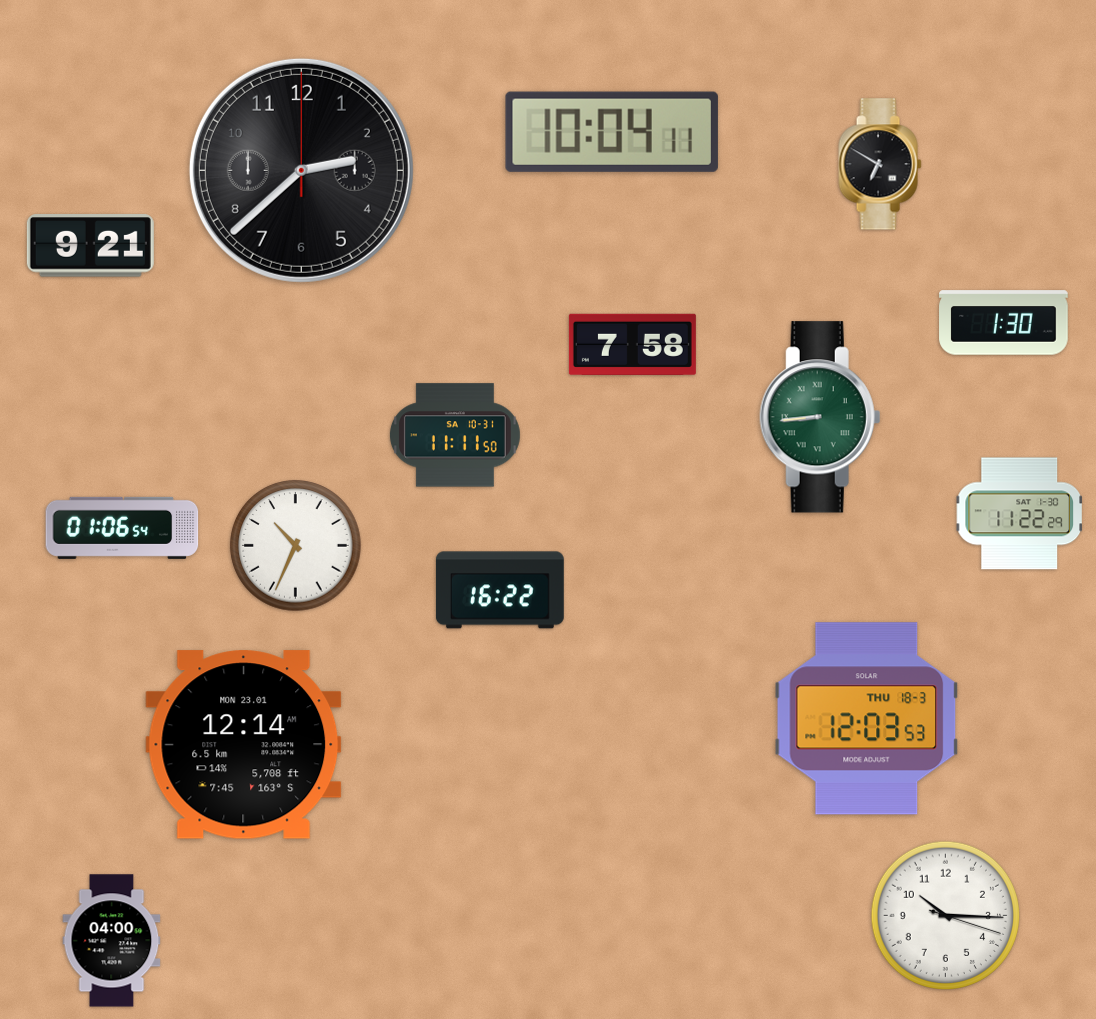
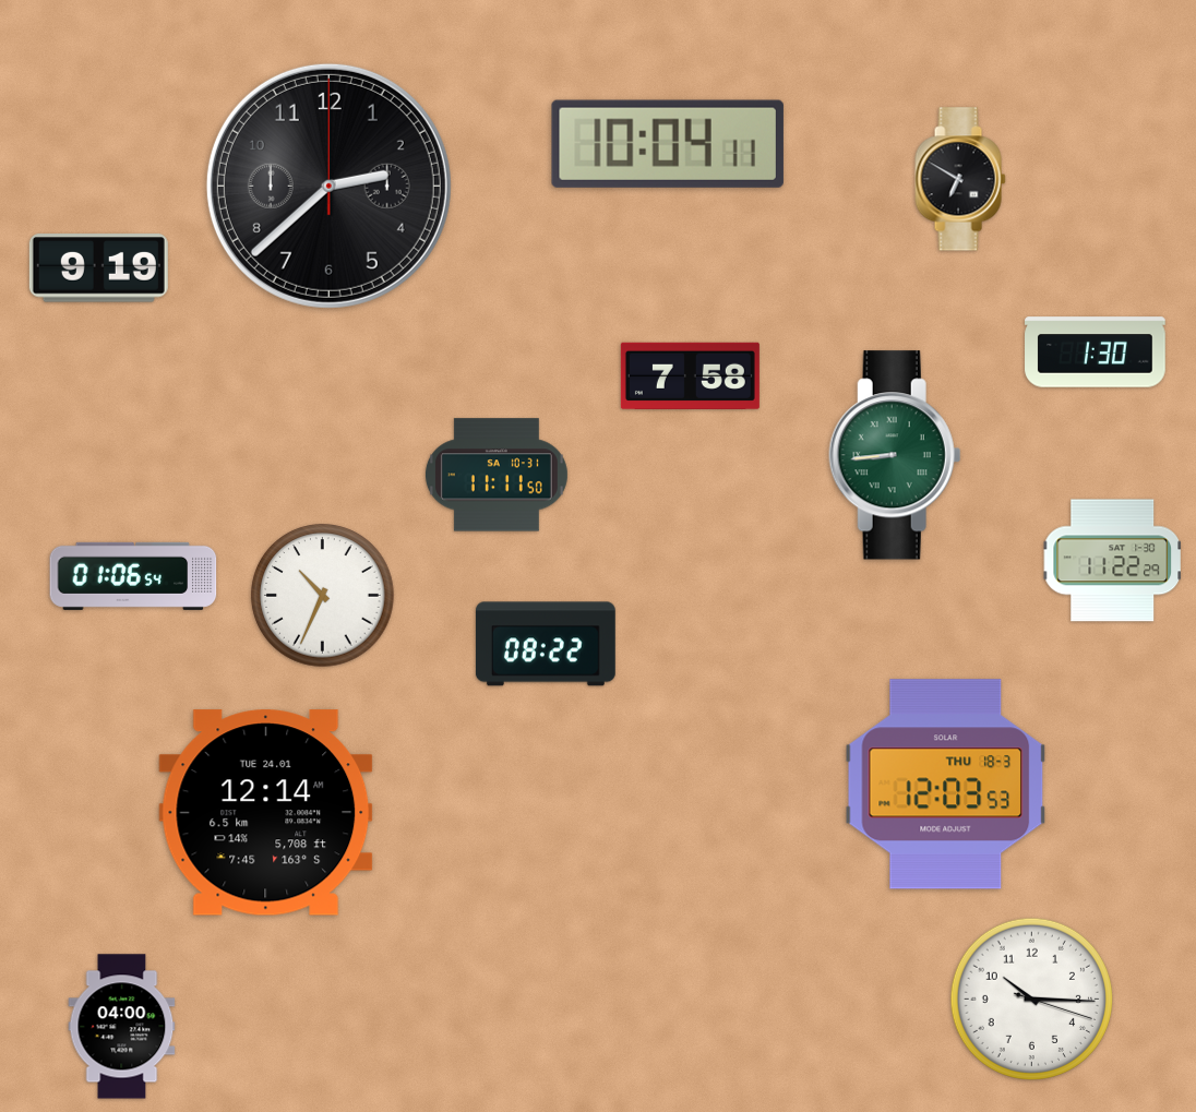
clock at (90, 246): 9:21 -> 9:19
clock at (500, 590): 16:22 -> 08:22
clock at (244, 745) date: MON 23.01 -> TUE 24.01
